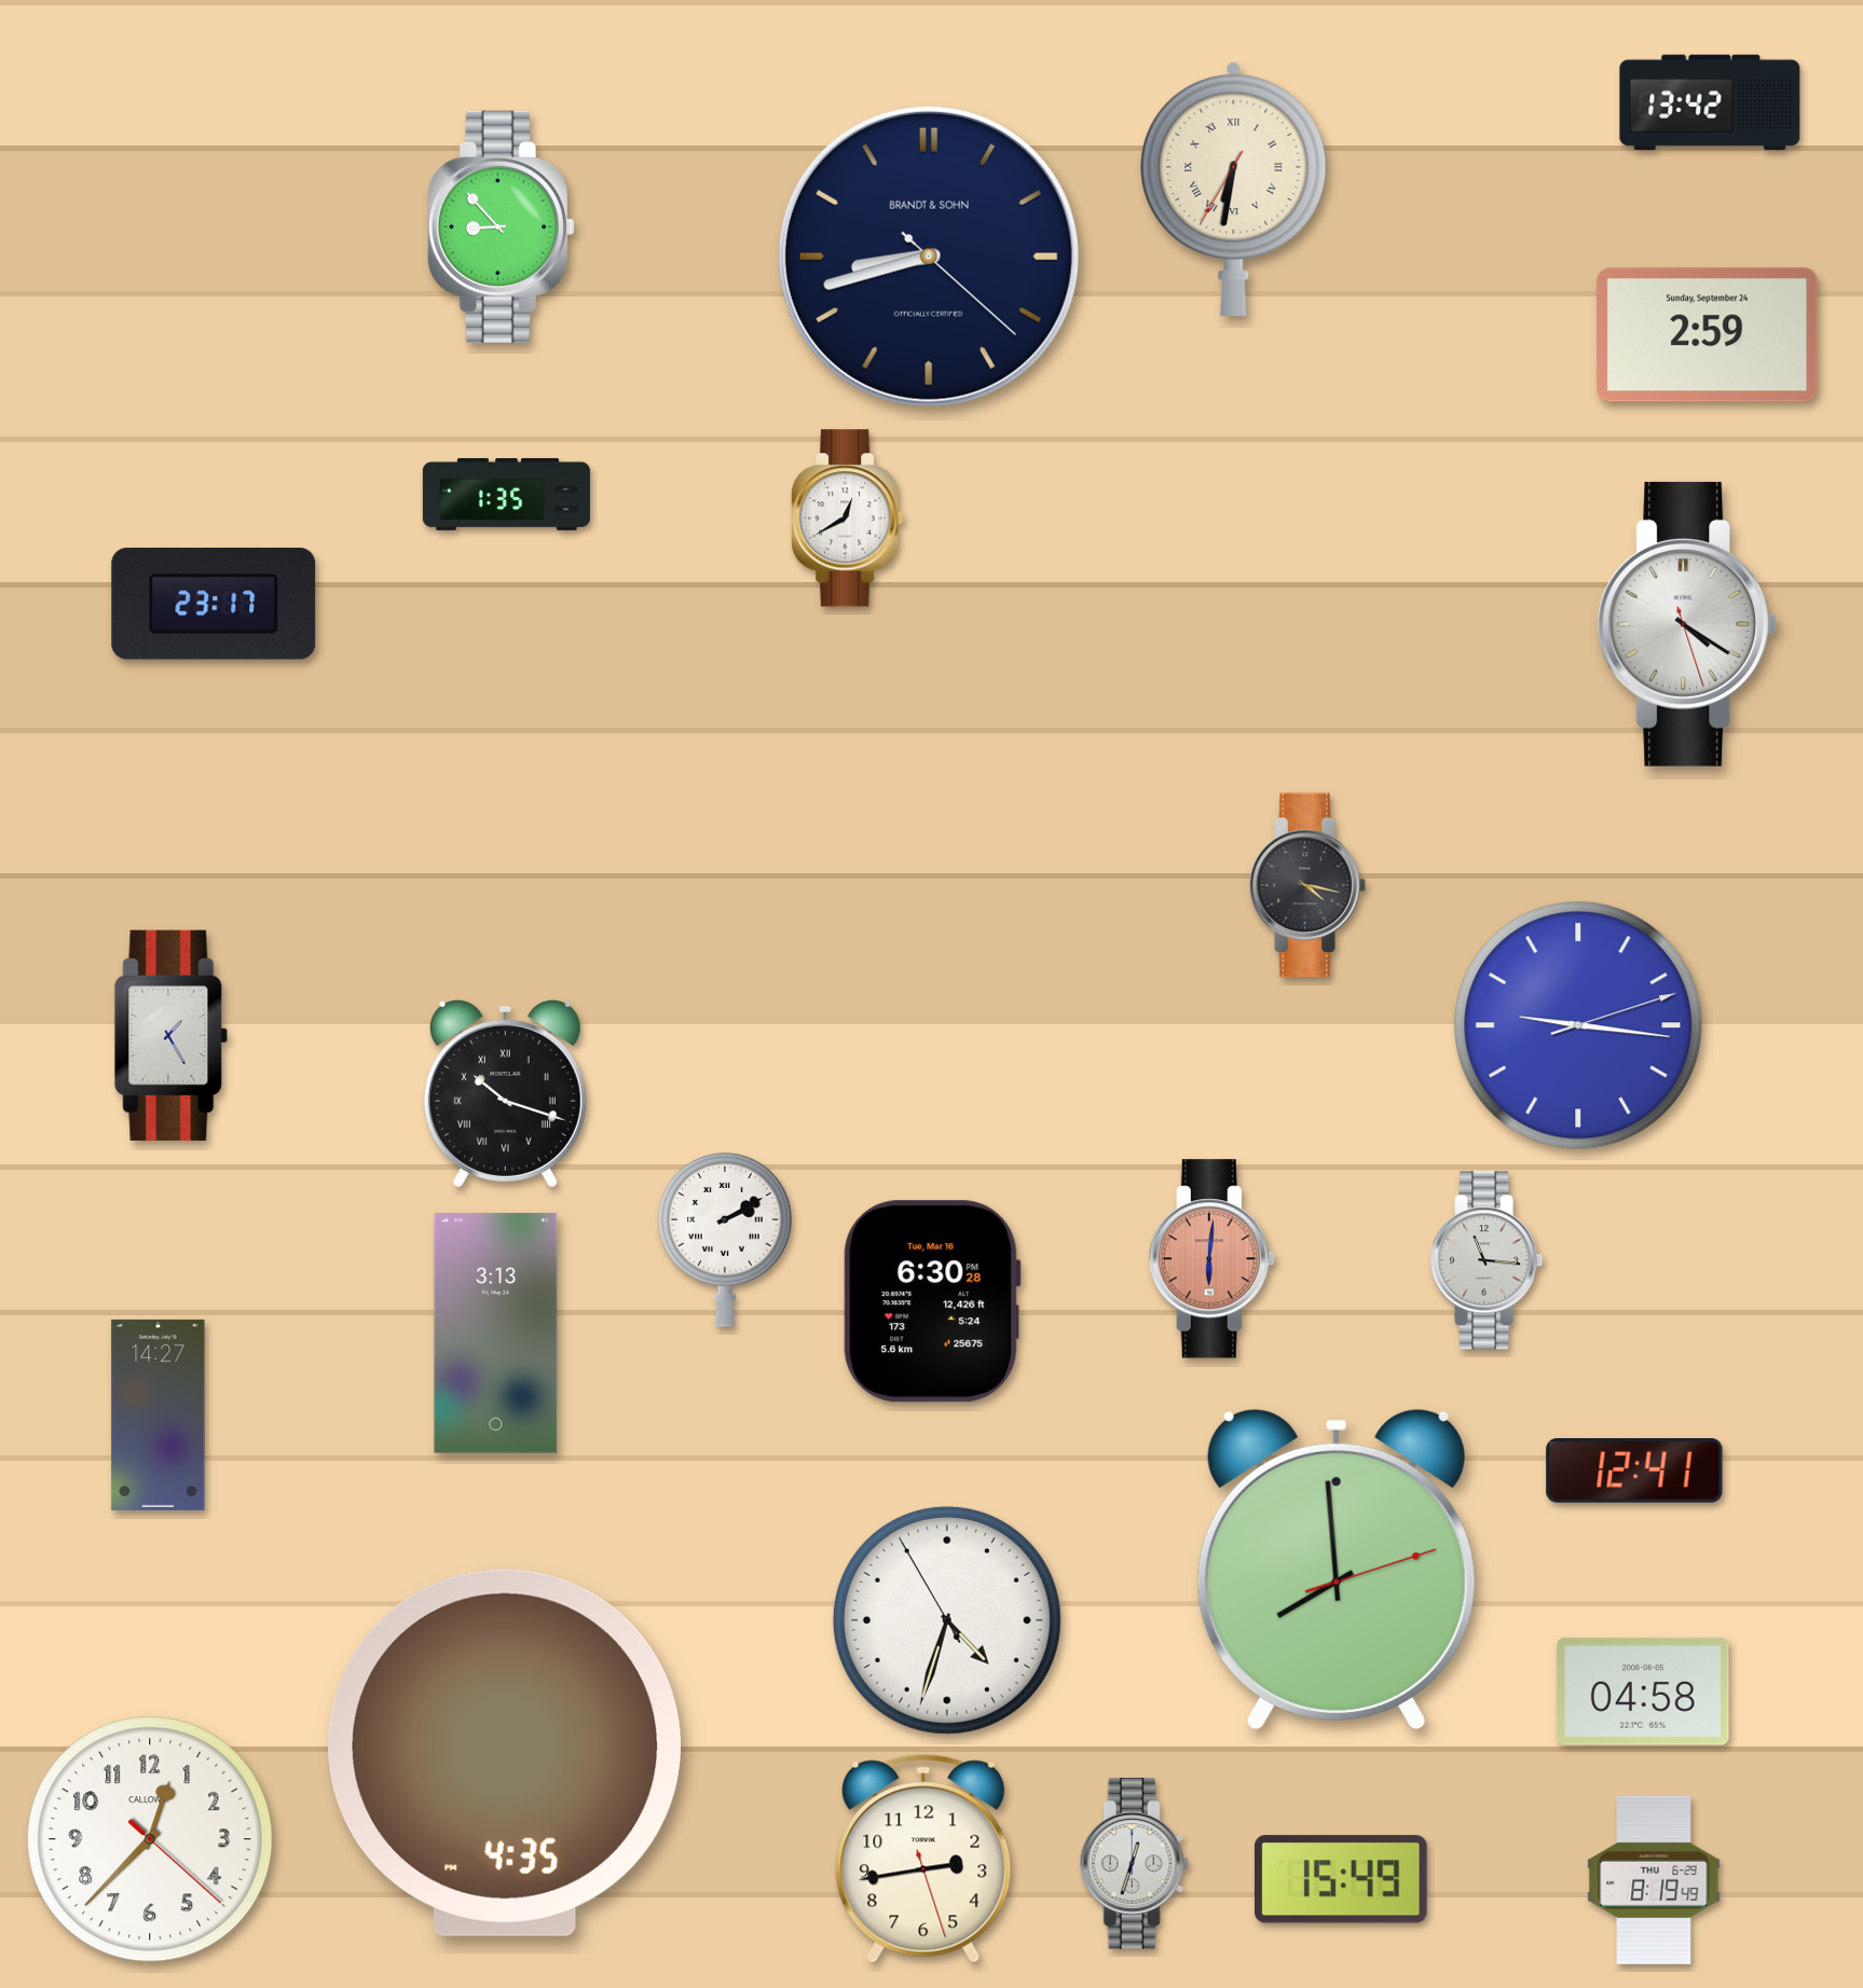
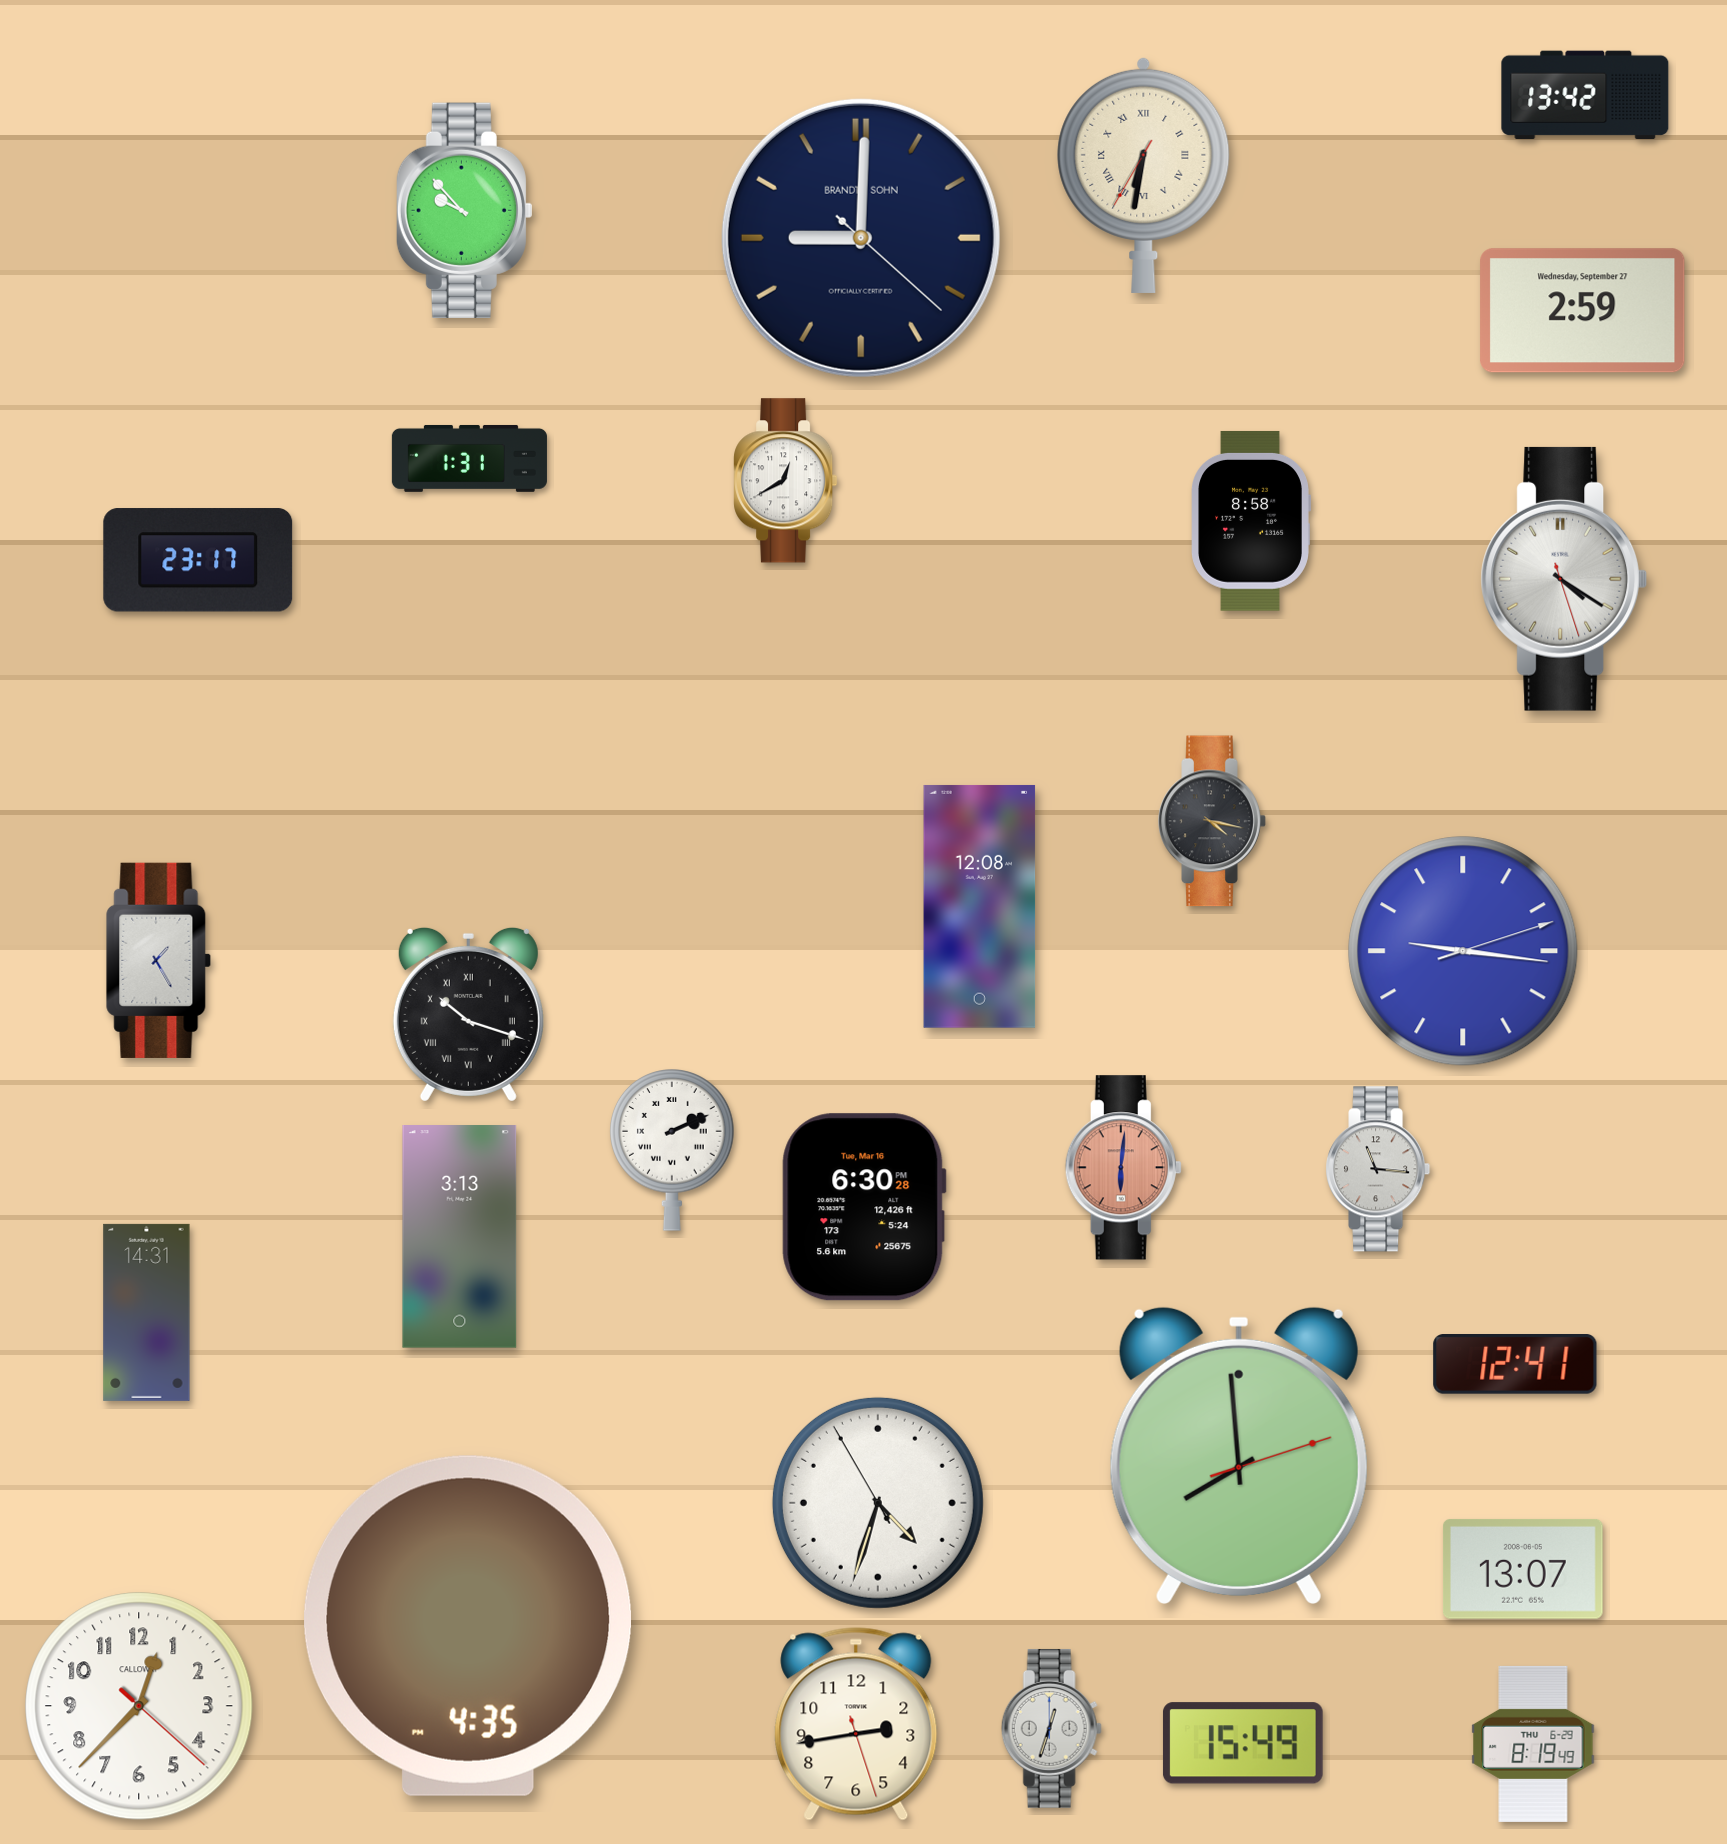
clock at (501, 226): 8:53 -> 9:53
clock at (929, 257): 8:42 -> 9:00
clock at (1708, 335) date: Sunday, September 24 -> Wednesday, September 27
clock at (506, 494): 1:35 -> 1:31
clock at (1251, 521): none -> 8:58
clock at (980, 906): none -> 12:08
clock at (726, 1240): 2:10 -> 2:11
clock at (159, 1414): 14:27 -> 14:31
clock at (1643, 1692): 04:58 -> 13:07
